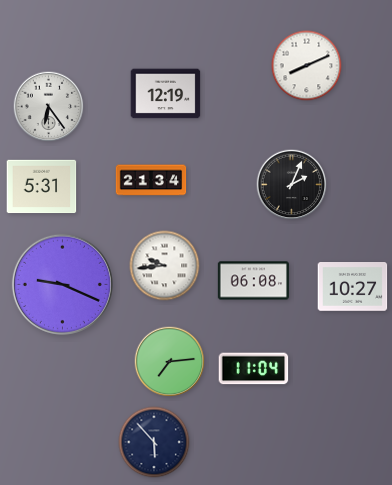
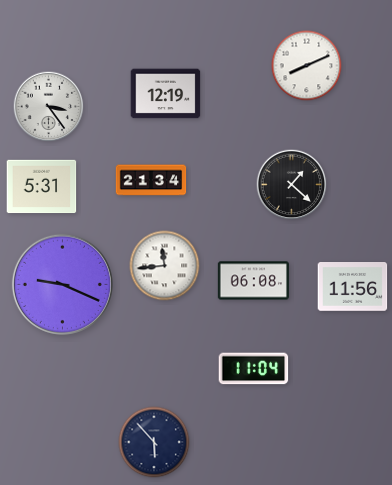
clock at (49, 107): 6:24 -> 3:24
clock at (292, 185): 2:04 -> 1:22
clock at (165, 266): 9:44 -> 11:44
clock at (353, 287): 10:27 -> 11:56
clock at (170, 362): 7:14 -> none
